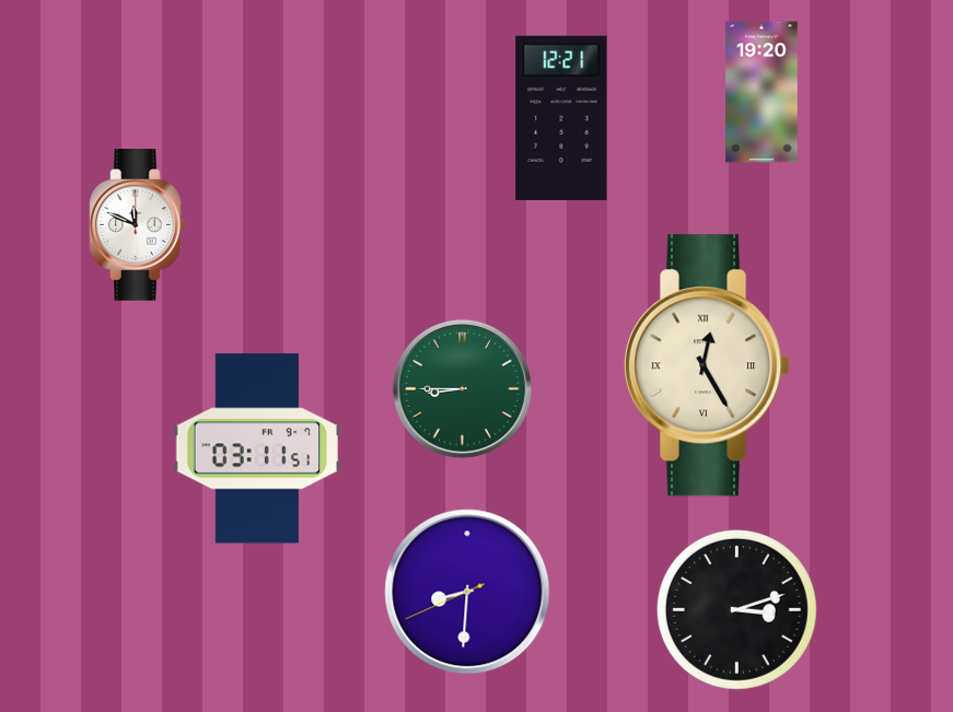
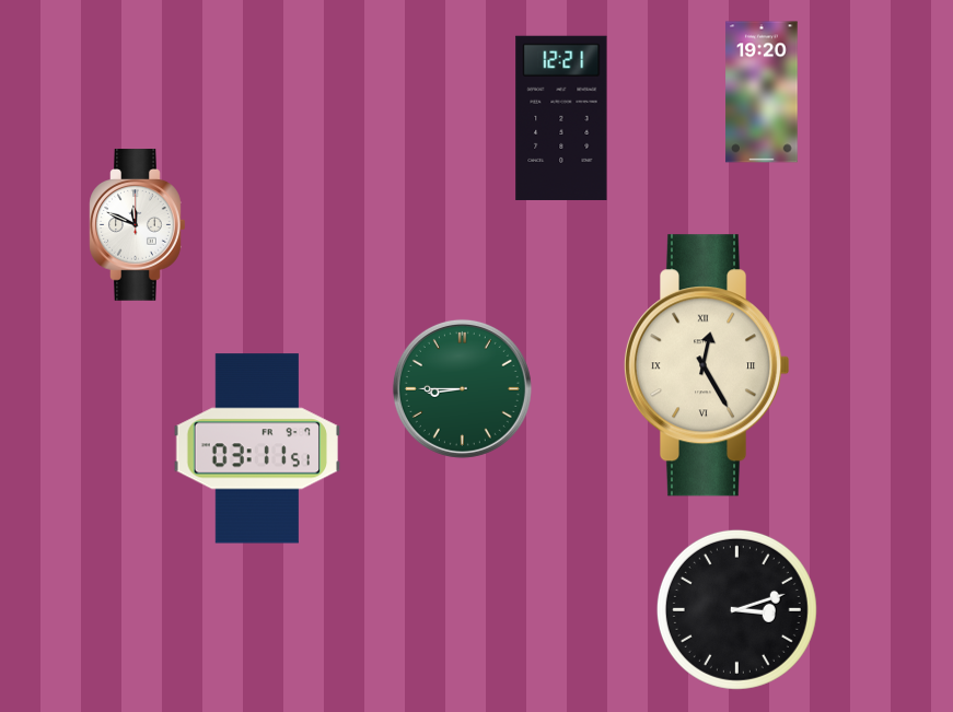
clock at (467, 592): 8:30 -> none
